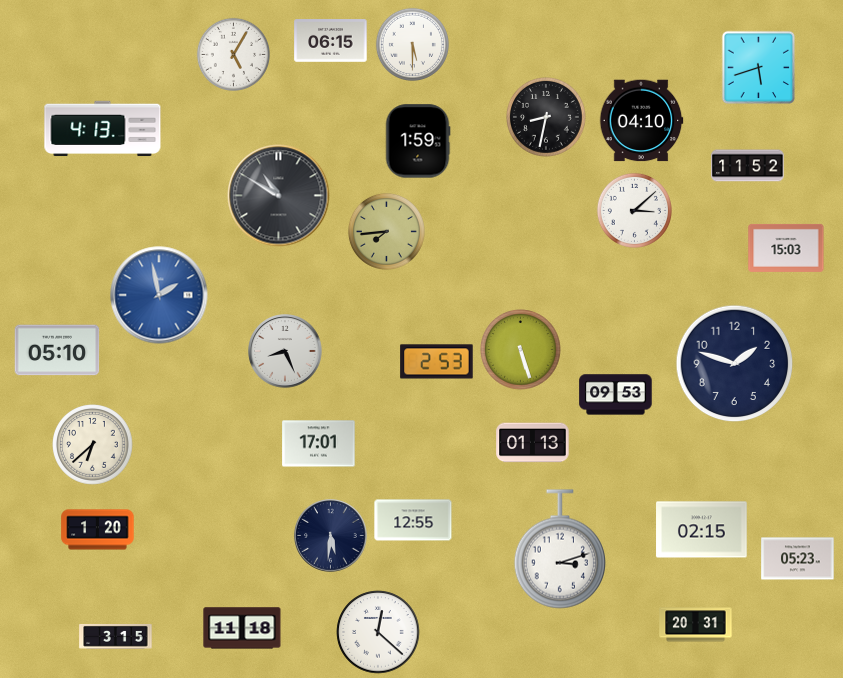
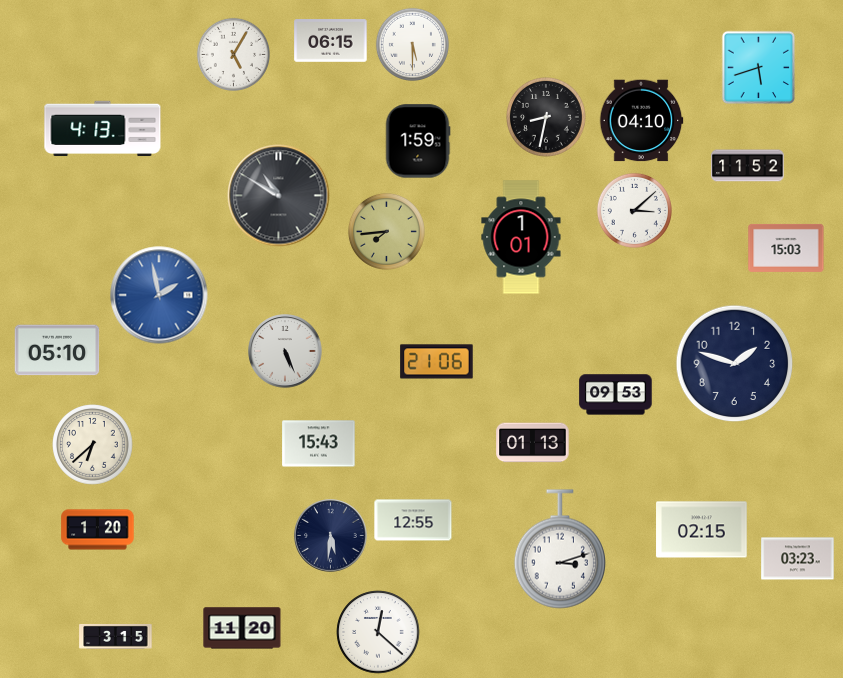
clock at (521, 237): none -> 1:01
clock at (521, 350): 5:27 -> none
clock at (285, 351): 8:26 -> 5:26
clock at (437, 362): 2:53 -> 21:06
clock at (319, 444): 17:01 -> 15:43
clock at (798, 559): 05:23 -> 03:23
clock at (696, 625): 20:31 -> none
clock at (242, 628): 11:18 -> 11:20
